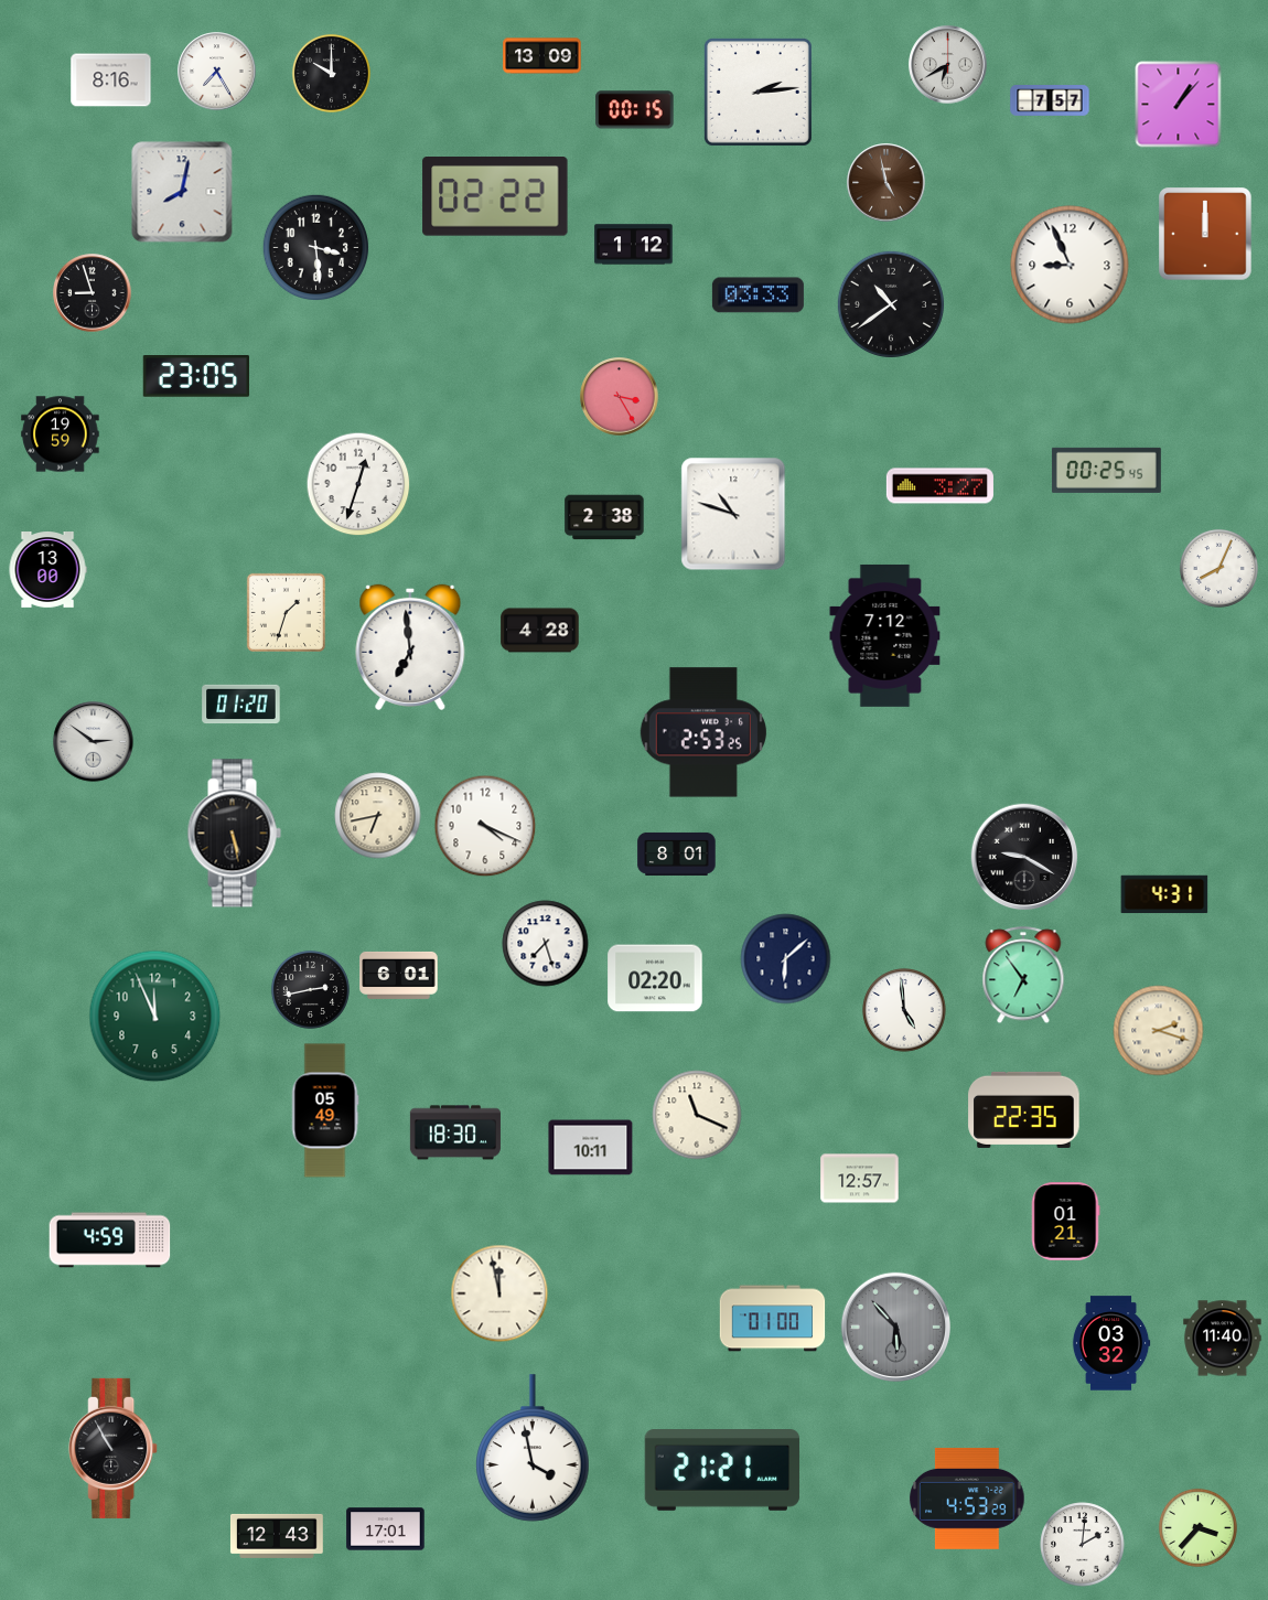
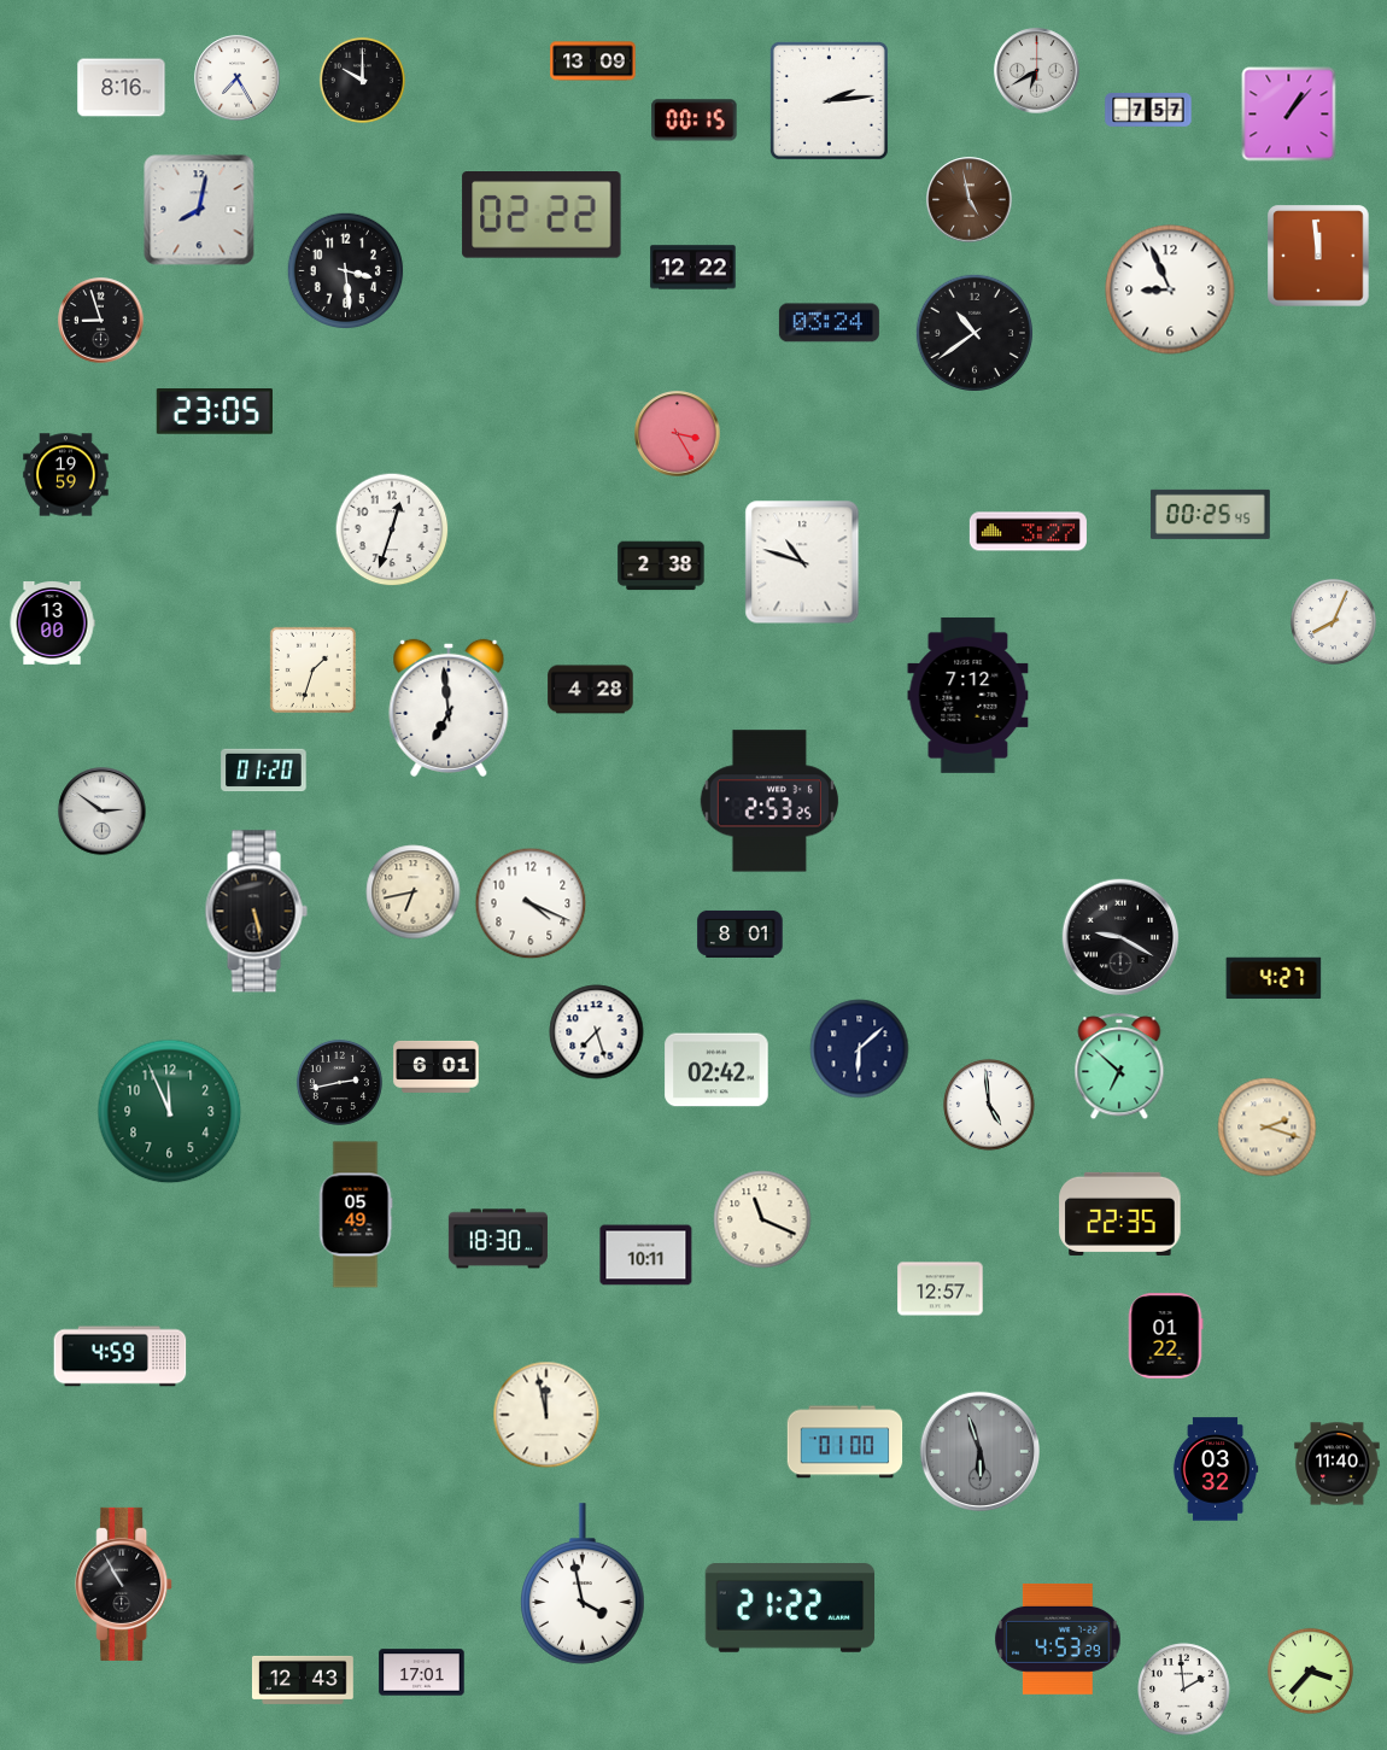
clock at (1205, 234): 12:00 -> 11:59
clock at (634, 245): 1:12 -> 12:22
clock at (757, 296): 03:33 -> 03:24
clock at (1164, 894): 4:31 -> 4:27
clock at (1023, 976): 6:54 -> 6:52
clock at (655, 978): 02:20 -> 02:42
clock at (1065, 1222): 01:21 -> 01:22
clock at (895, 1327): 5:53 -> 5:57
clock at (722, 1471): 21:21 -> 21:22
clock at (1083, 1545): 2:01 -> 1:59
